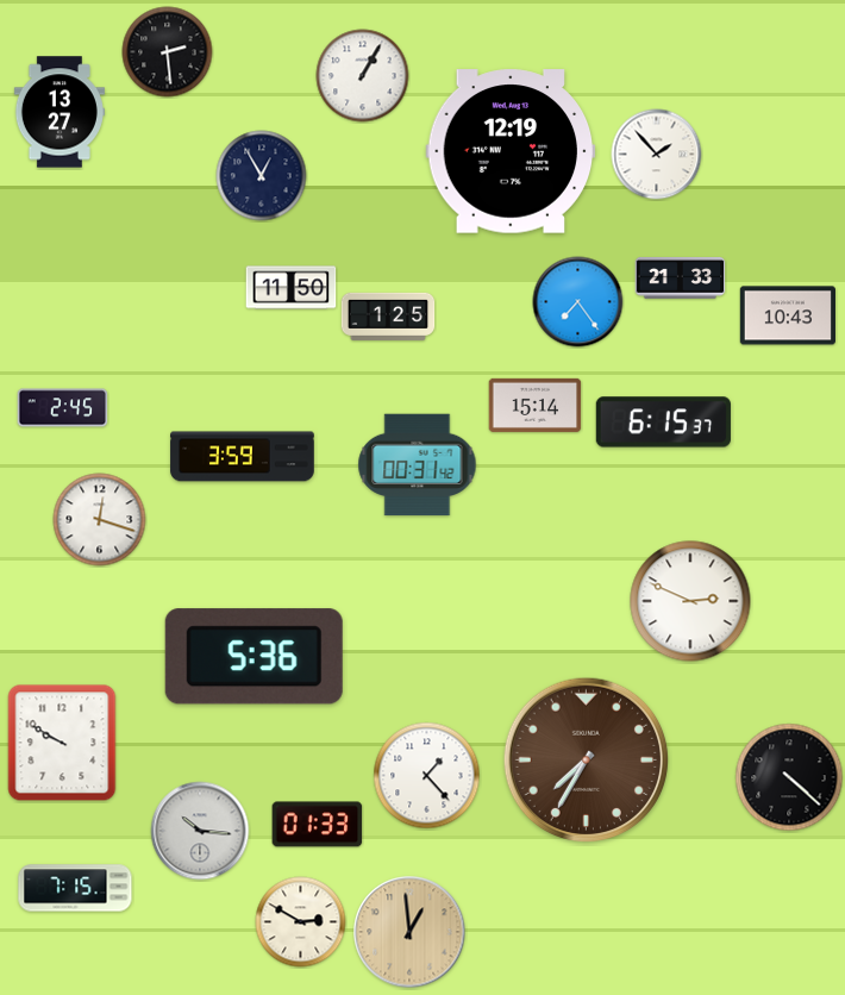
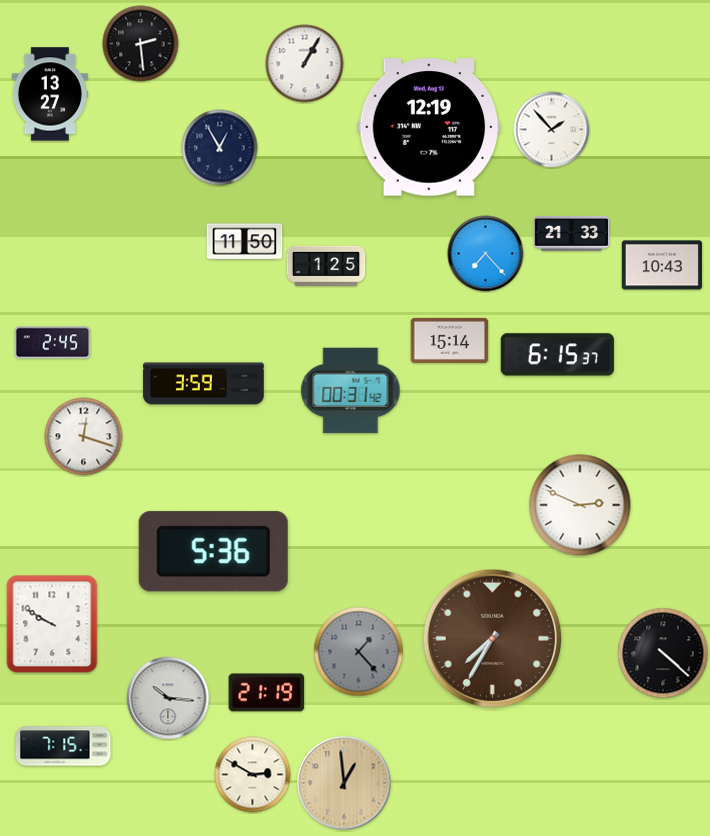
clock at (578, 302): 7:24 -> 7:23
clock at (427, 776) dial: white -> grey
clock at (318, 825): 01:33 -> 21:19
